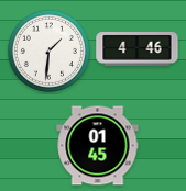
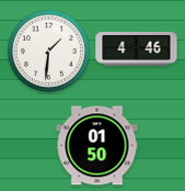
clock at (98, 146): 01:45 -> 01:50
